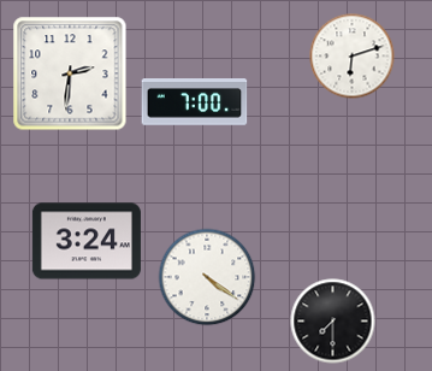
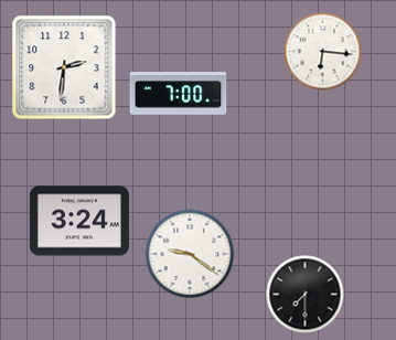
clock at (353, 57): 6:12 -> 6:16
clock at (207, 277): 4:21 -> 9:21
